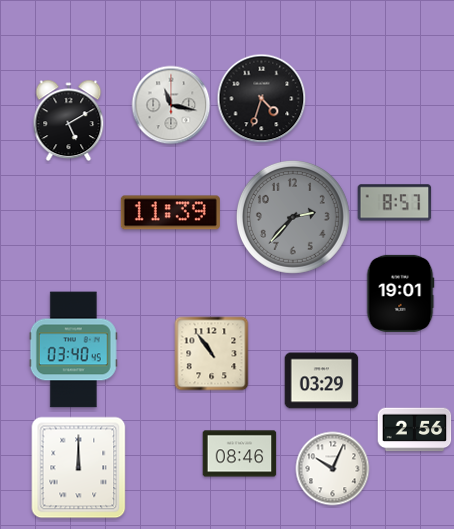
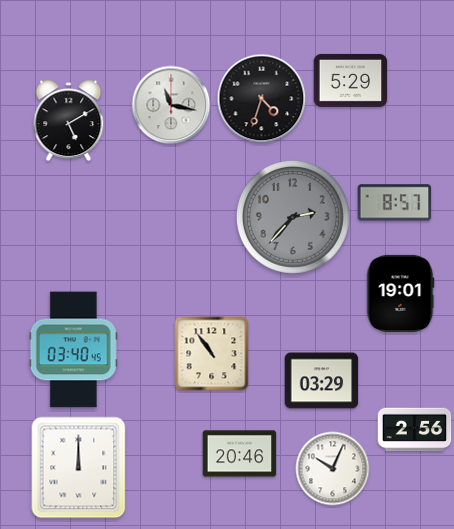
clock at (351, 80): none -> 5:29
clock at (170, 213): 11:39 -> none
clock at (240, 454): 08:46 -> 20:46
